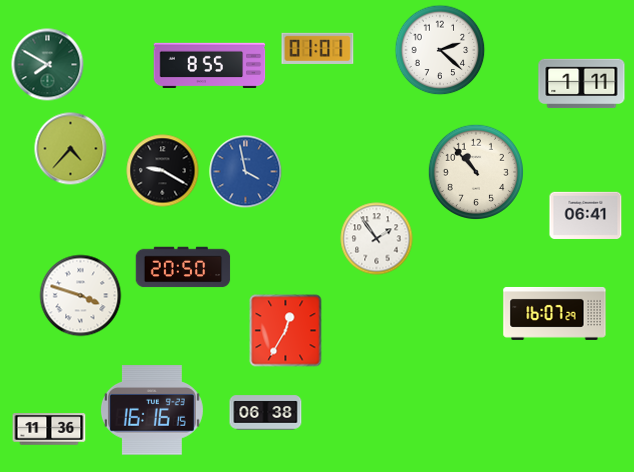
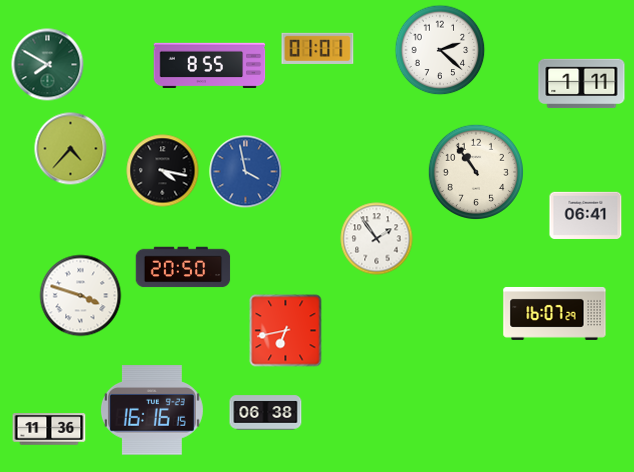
clock at (163, 171): 9:20 -> 4:17
clock at (475, 171): 10:53 -> 10:54
clock at (286, 331): 12:35 -> 6:43
